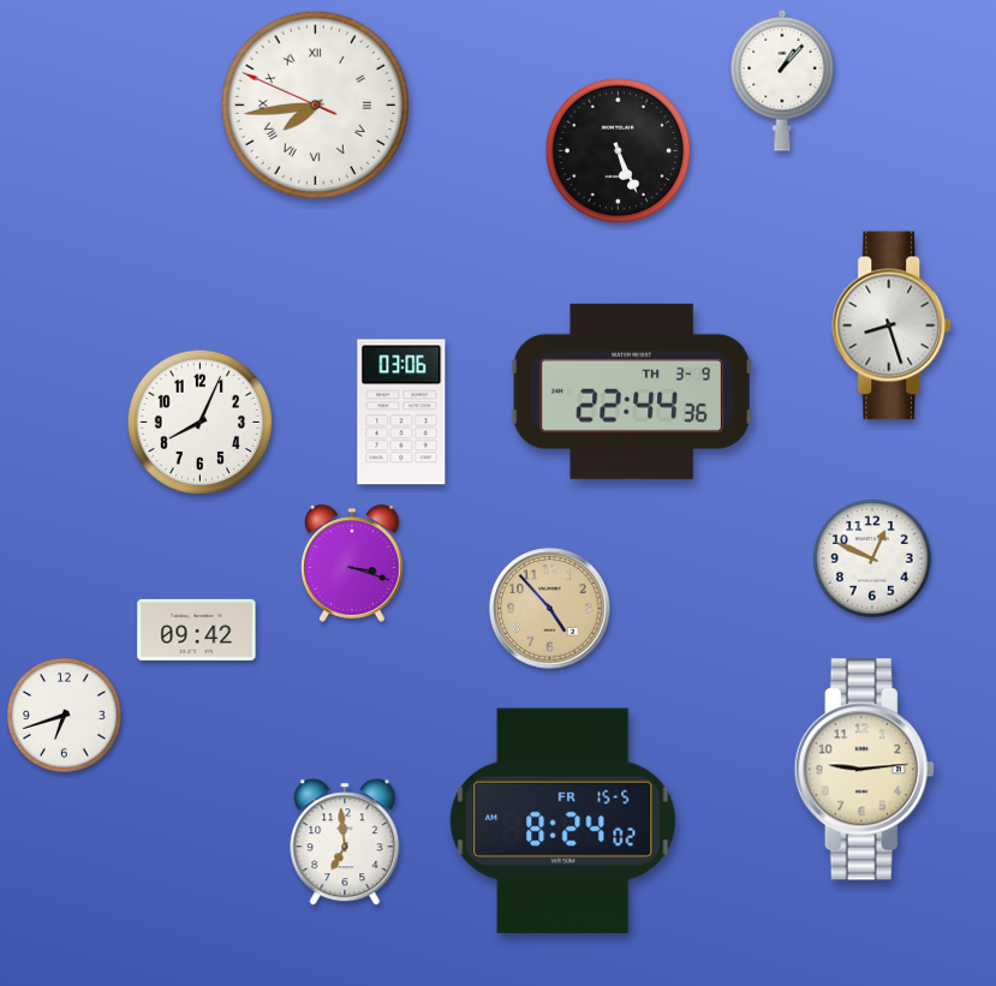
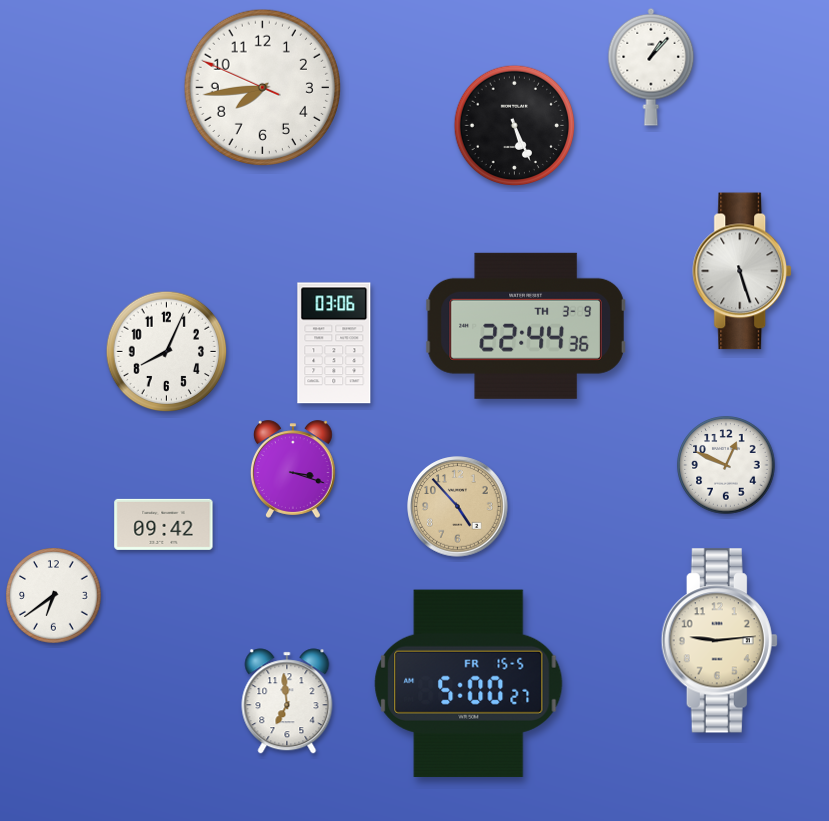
clock at (315, 104) numerals: Roman -> Arabic
clock at (893, 325): 8:27 -> 5:27
clock at (65, 716): 6:42 -> 6:39
clock at (563, 820): 8:24 -> 5:00
